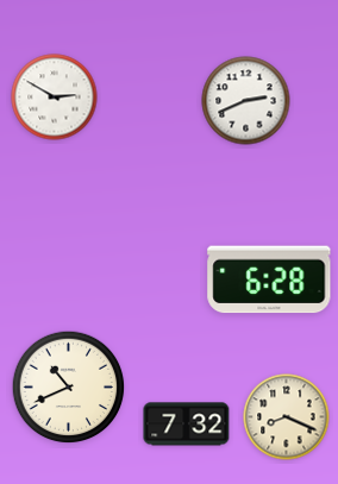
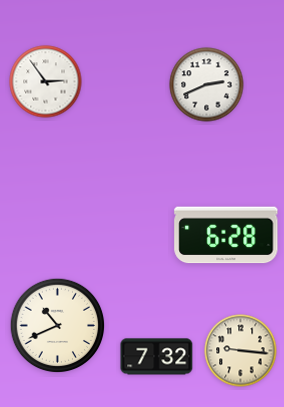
clock at (55, 98): 2:50 -> 2:54
clock at (287, 417): 8:19 -> 9:16
